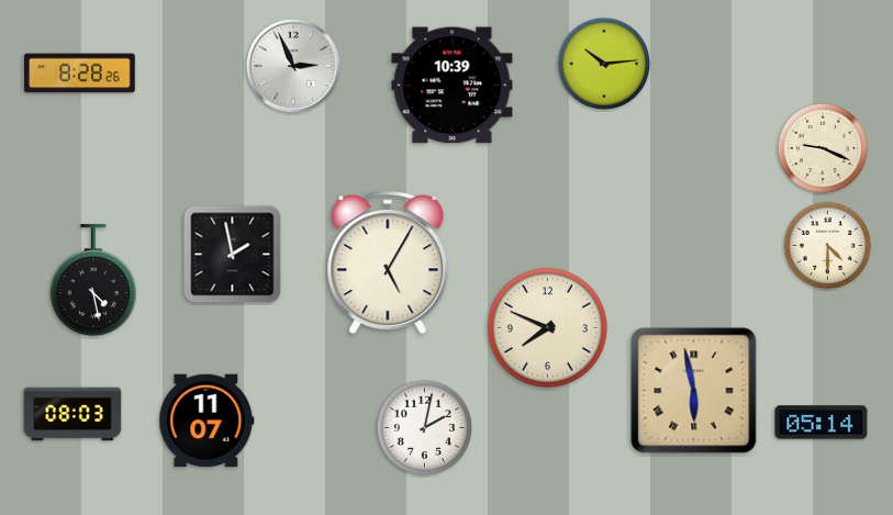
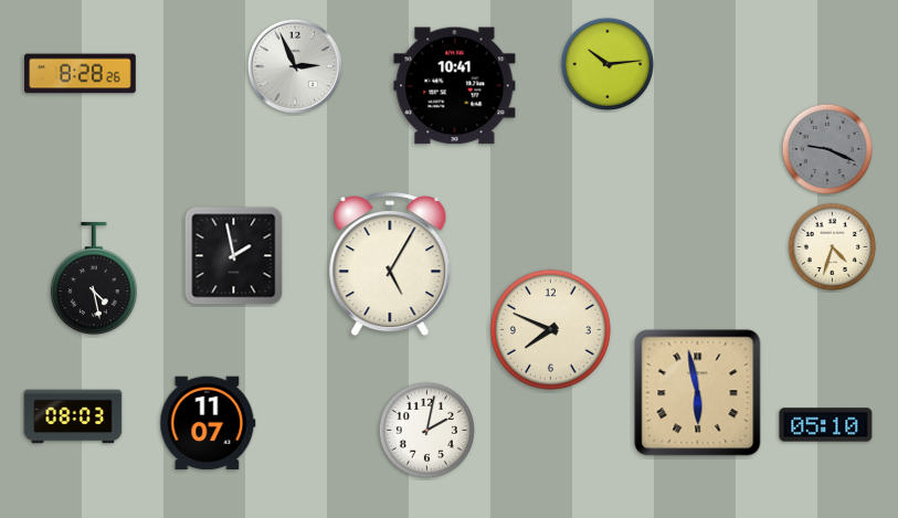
clock at (453, 86): 10:39 -> 10:41
clock at (823, 147) dial: cream -> grey
clock at (828, 246): 4:30 -> 4:33
clock at (93, 281) position: (93, 281) -> (94, 279)
clock at (822, 423): 05:14 -> 05:10
